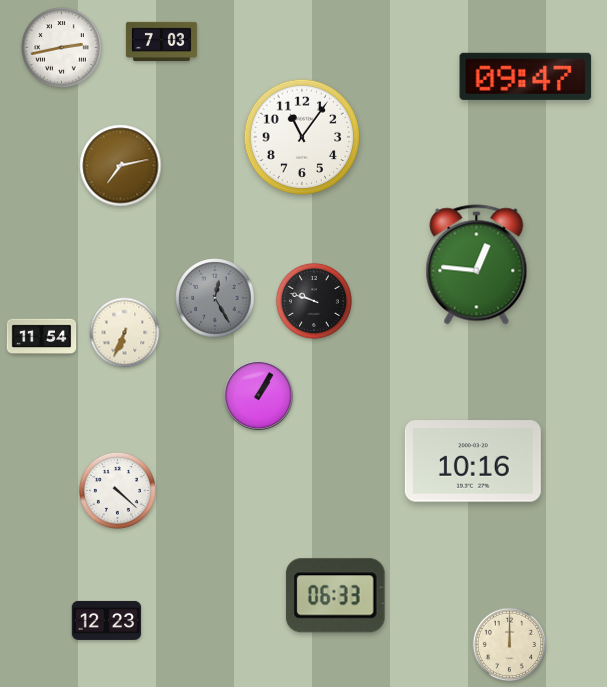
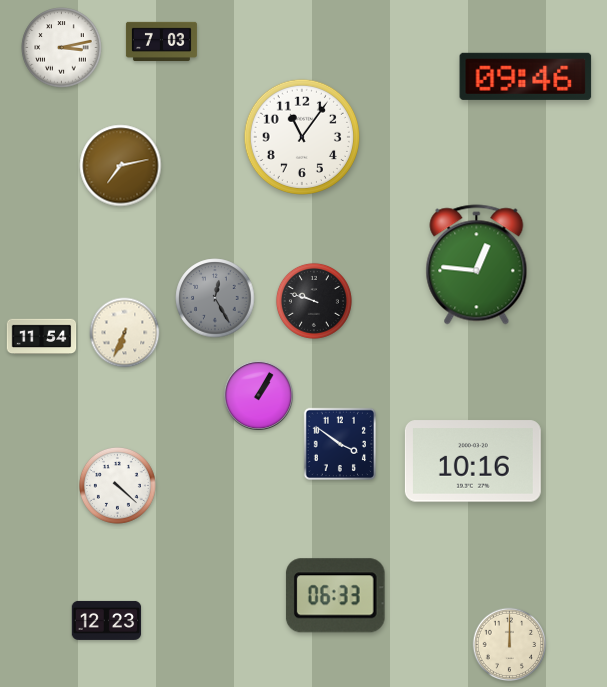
clock at (62, 48): 2:43 -> 3:13
clock at (526, 76): 09:47 -> 09:46
clock at (339, 443): none -> 3:51
clock at (117, 490) position: (117, 490) -> (117, 485)
